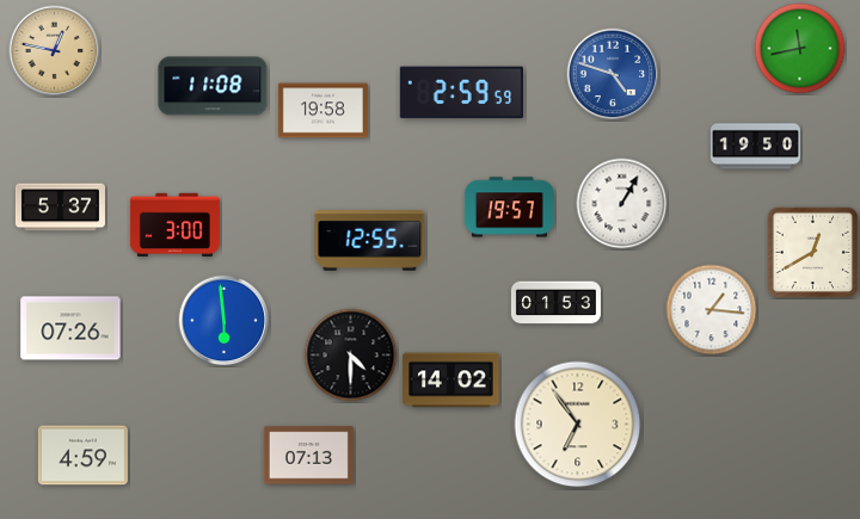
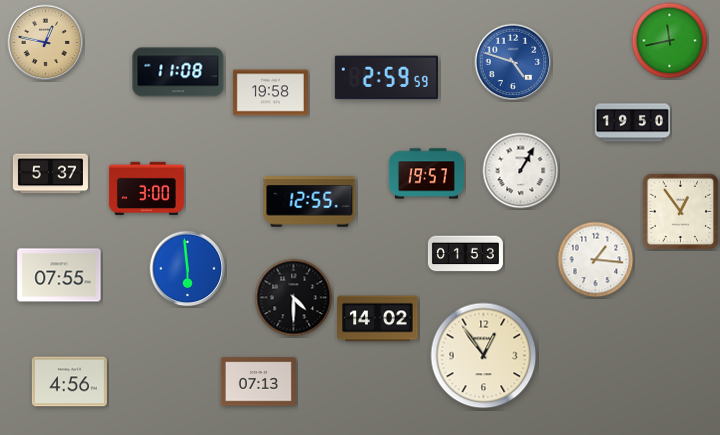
clock at (813, 253): 12:40 -> 12:54
clock at (70, 328): 07:26 -> 07:55
clock at (578, 425): 6:54 -> 12:54
clock at (82, 456): 4:59 -> 4:56
